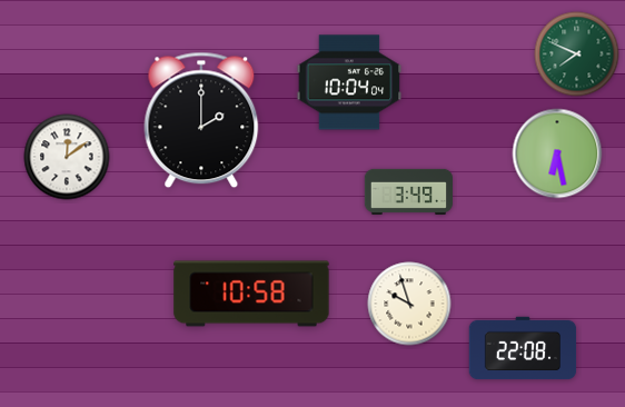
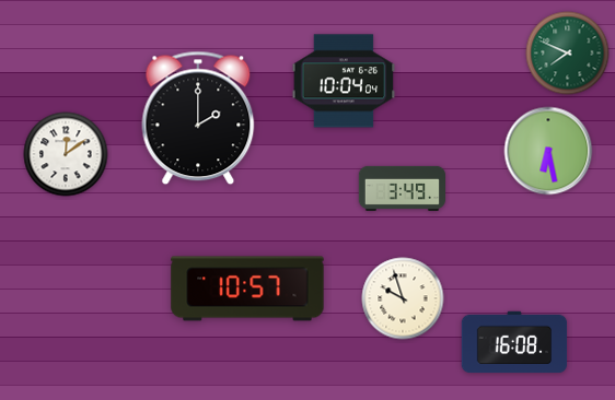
clock at (251, 294): 10:58 -> 10:57
clock at (523, 348): 22:08 -> 16:08
